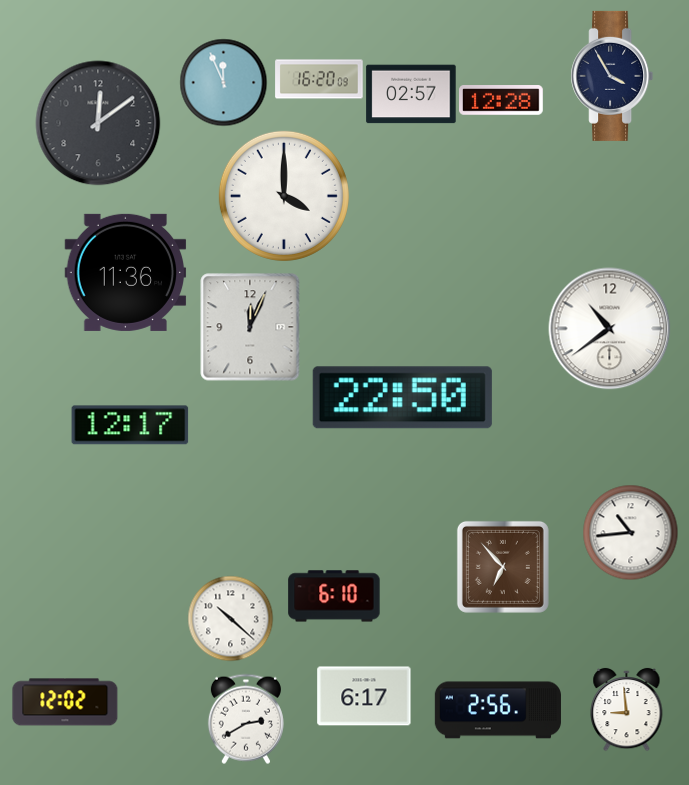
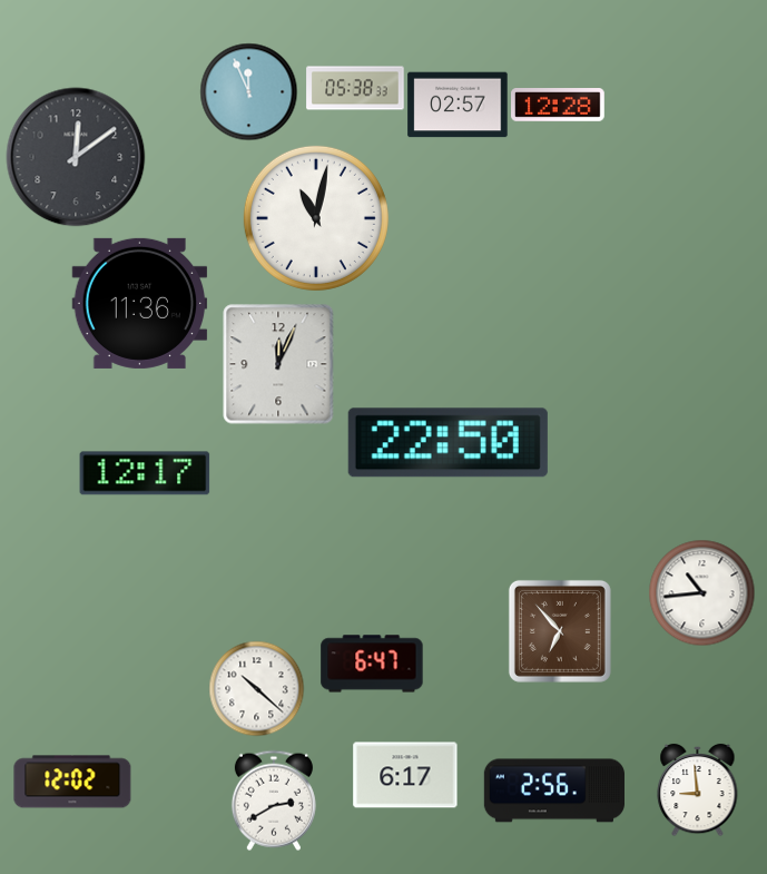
clock at (612, 76): 3:55 -> none
clock at (319, 79): 16:20 -> 05:38
clock at (502, 101) position: (502, 101) -> (559, 106)
clock at (98, 123) position: (98, 123) -> (76, 157)
clock at (284, 196): 4:00 -> 11:02
clock at (610, 329): 10:39 -> none
clock at (334, 596): 6:10 -> 6:47
